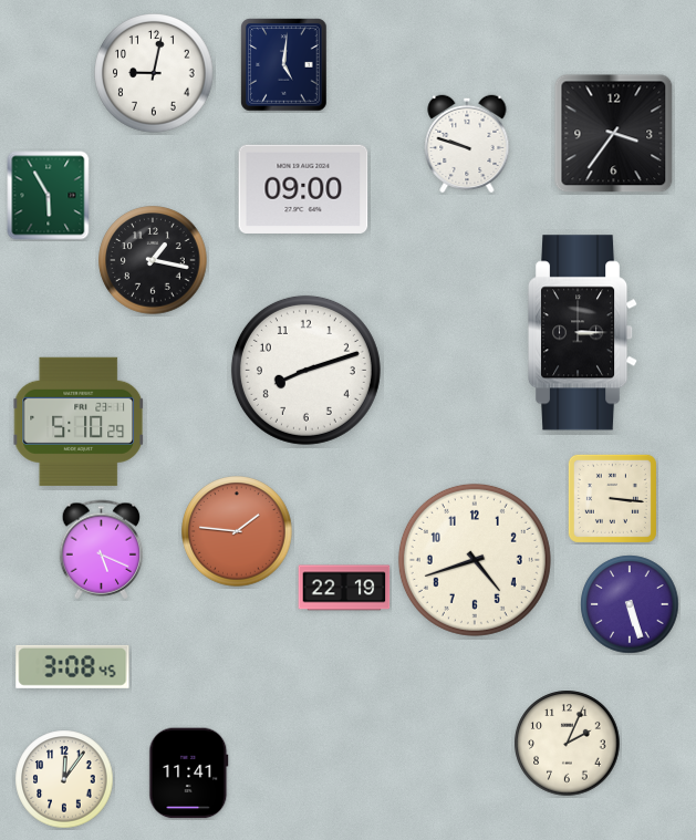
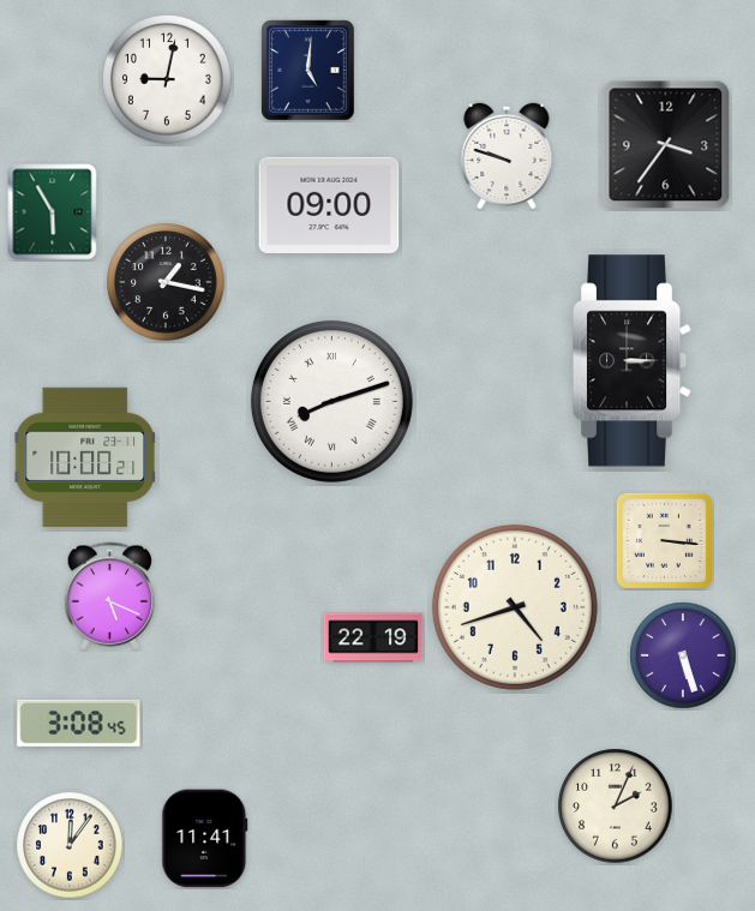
clock at (305, 370) numerals: Arabic -> Roman
clock at (79, 422): 5:10 -> 10:00
clock at (237, 531): 1:46 -> none
